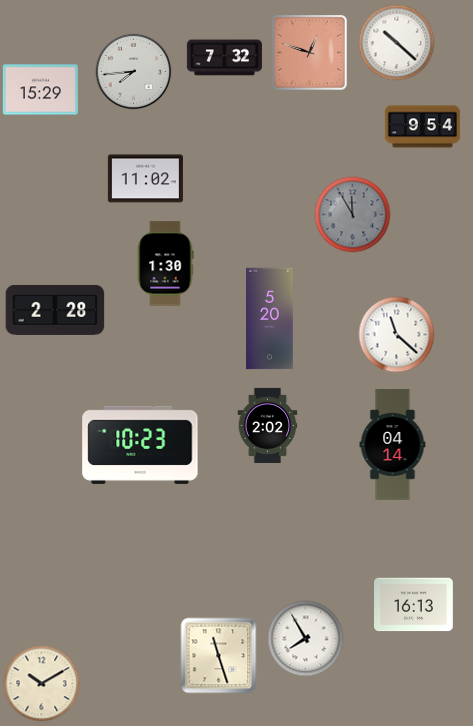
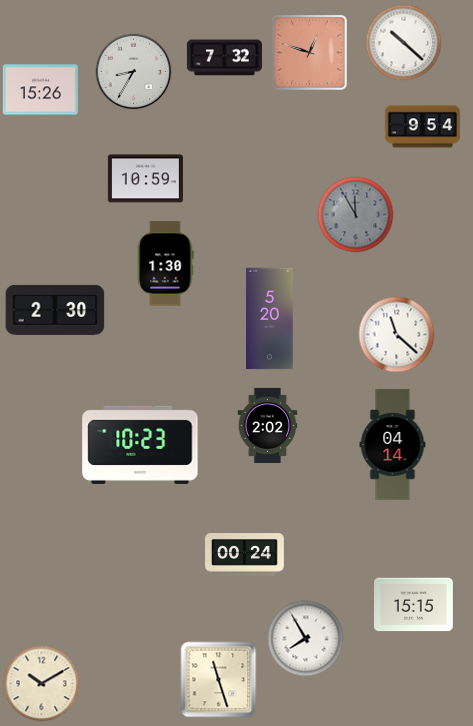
clock at (397, 43) position: (397, 43) -> (404, 43)
clock at (134, 72): 7:44 -> 8:35
clock at (40, 90): 15:29 -> 15:26
clock at (145, 179): 11:02 -> 10:59
clock at (353, 215) position: (353, 215) -> (356, 215)
clock at (55, 310): 2:28 -> 2:30
clock at (245, 555): none -> 00:24
clock at (414, 605): 16:13 -> 15:15
clock at (219, 656) position: (219, 656) -> (219, 680)
